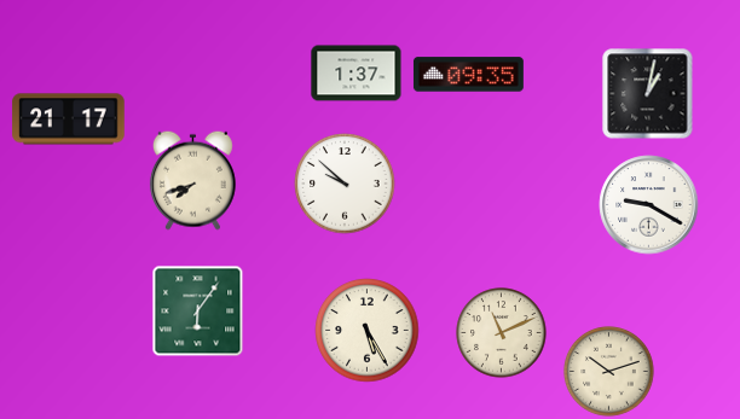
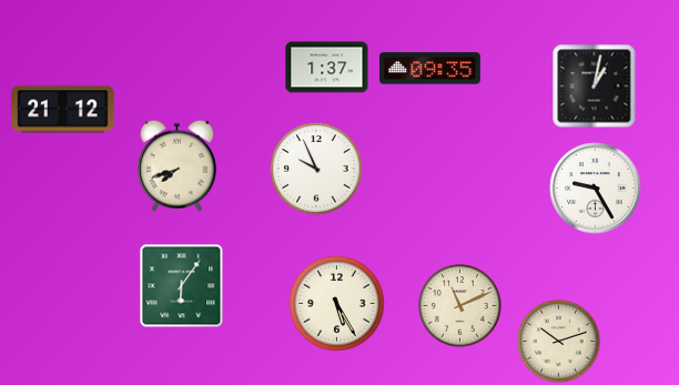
clock at (69, 120): 21:17 -> 21:12
clock at (345, 184): 9:52 -> 9:56
clock at (649, 205): 9:20 -> 9:25
